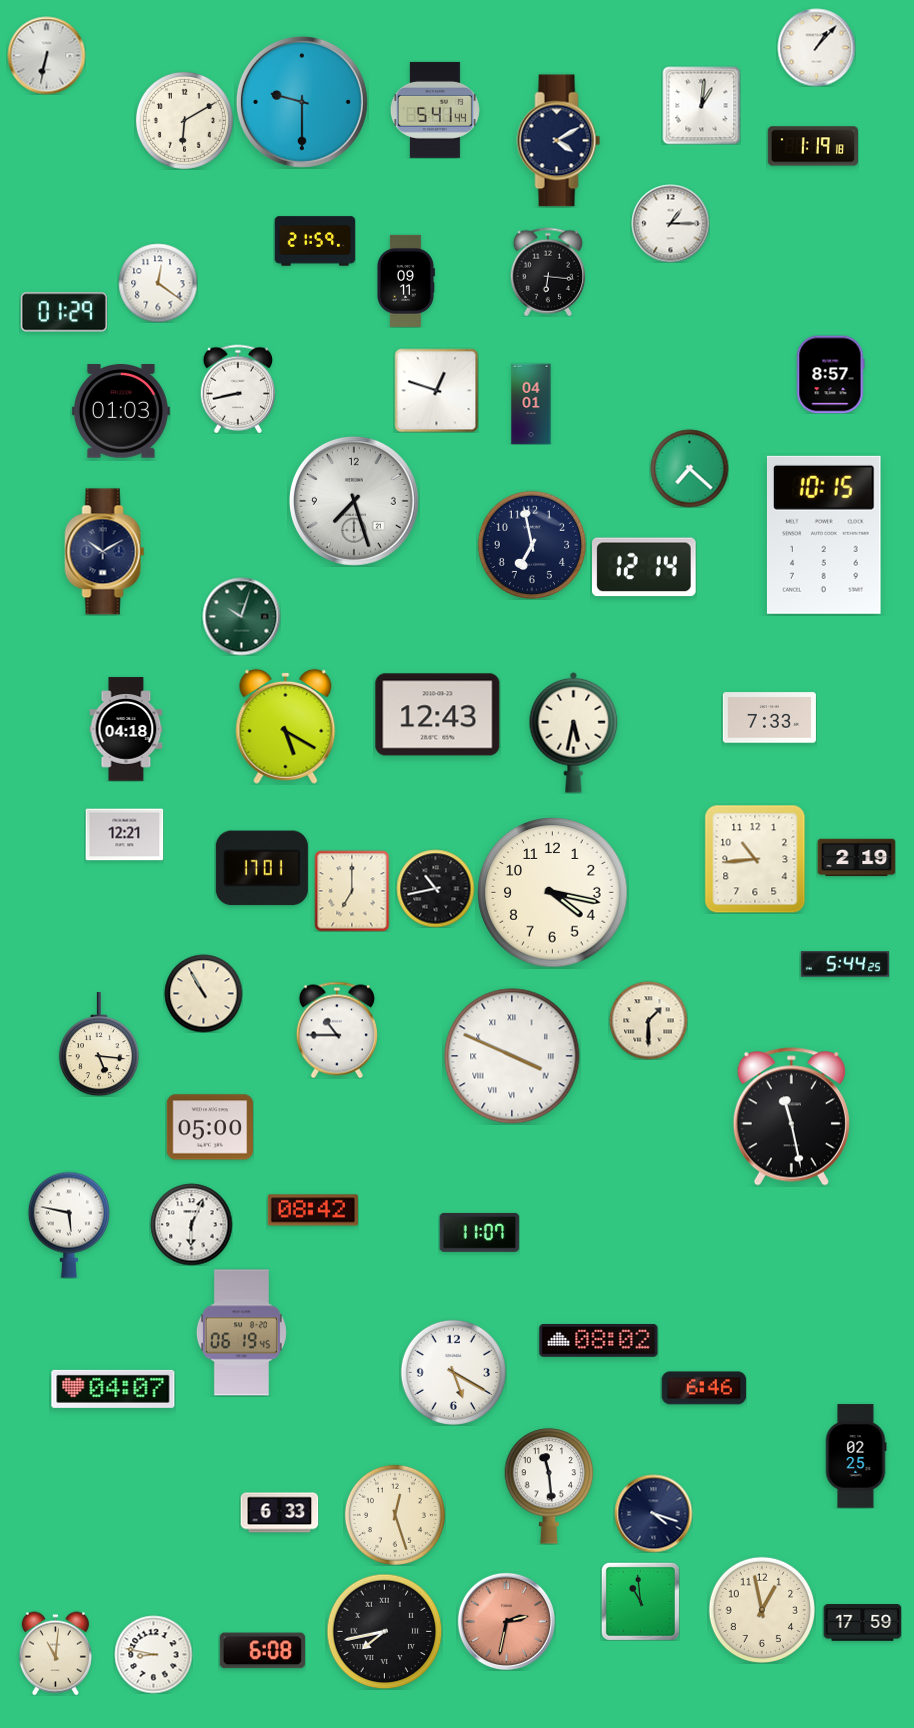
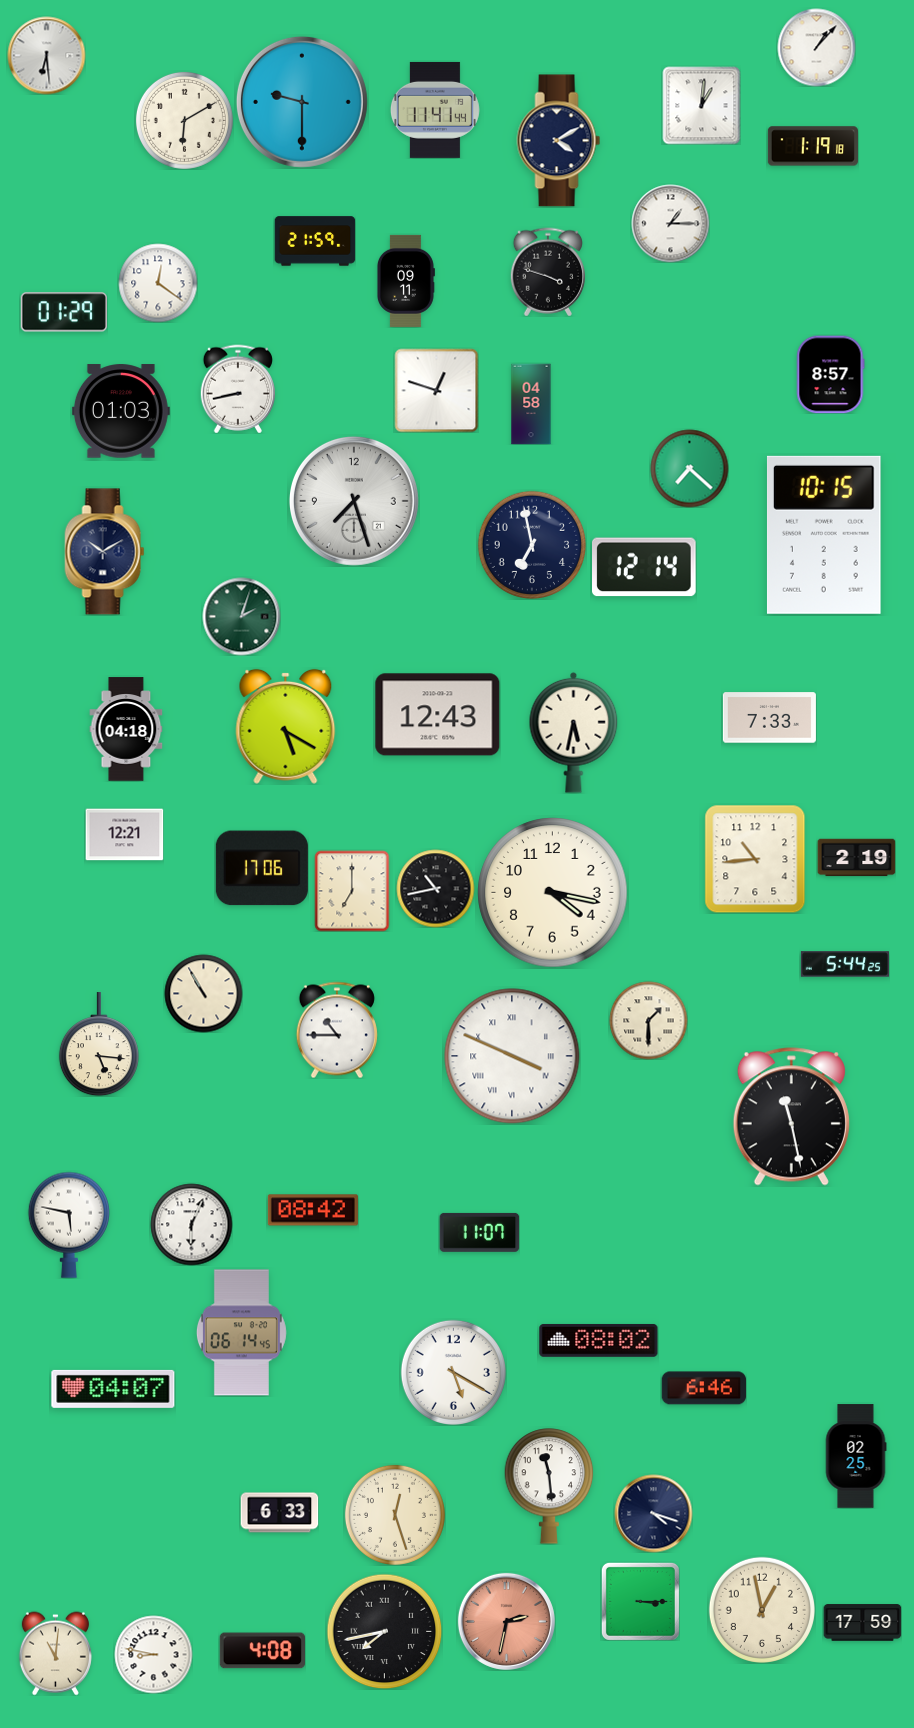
clock at (46, 55): 6:32 -> 6:29
clock at (435, 110): 5:41 -> 11:41
clock at (547, 272): 6:16 -> 3:48
clock at (531, 404): 04:01 -> 04:58
clock at (241, 616): 10:03 -> 2:03
clock at (262, 868): 17:01 -> 17:06
clock at (210, 1127): 05:00 -> none
clock at (241, 1333): 06:19 -> 06:14
clock at (640, 1601): 10:59 -> 3:15
clock at (262, 1651): 6:08 -> 4:08
